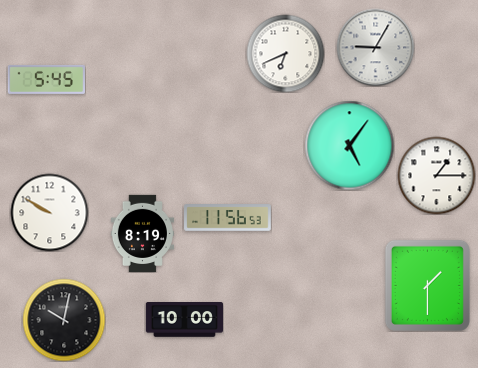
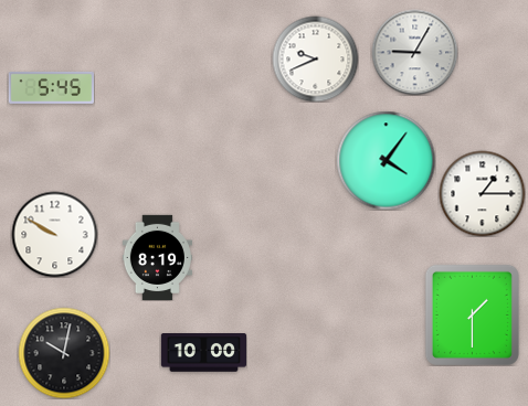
clock at (285, 53): 6:41 -> 9:41
clock at (349, 145): 5:06 -> 4:06
clock at (228, 218): 11:56 -> none
clock at (64, 320) position: (64, 320) -> (64, 353)
